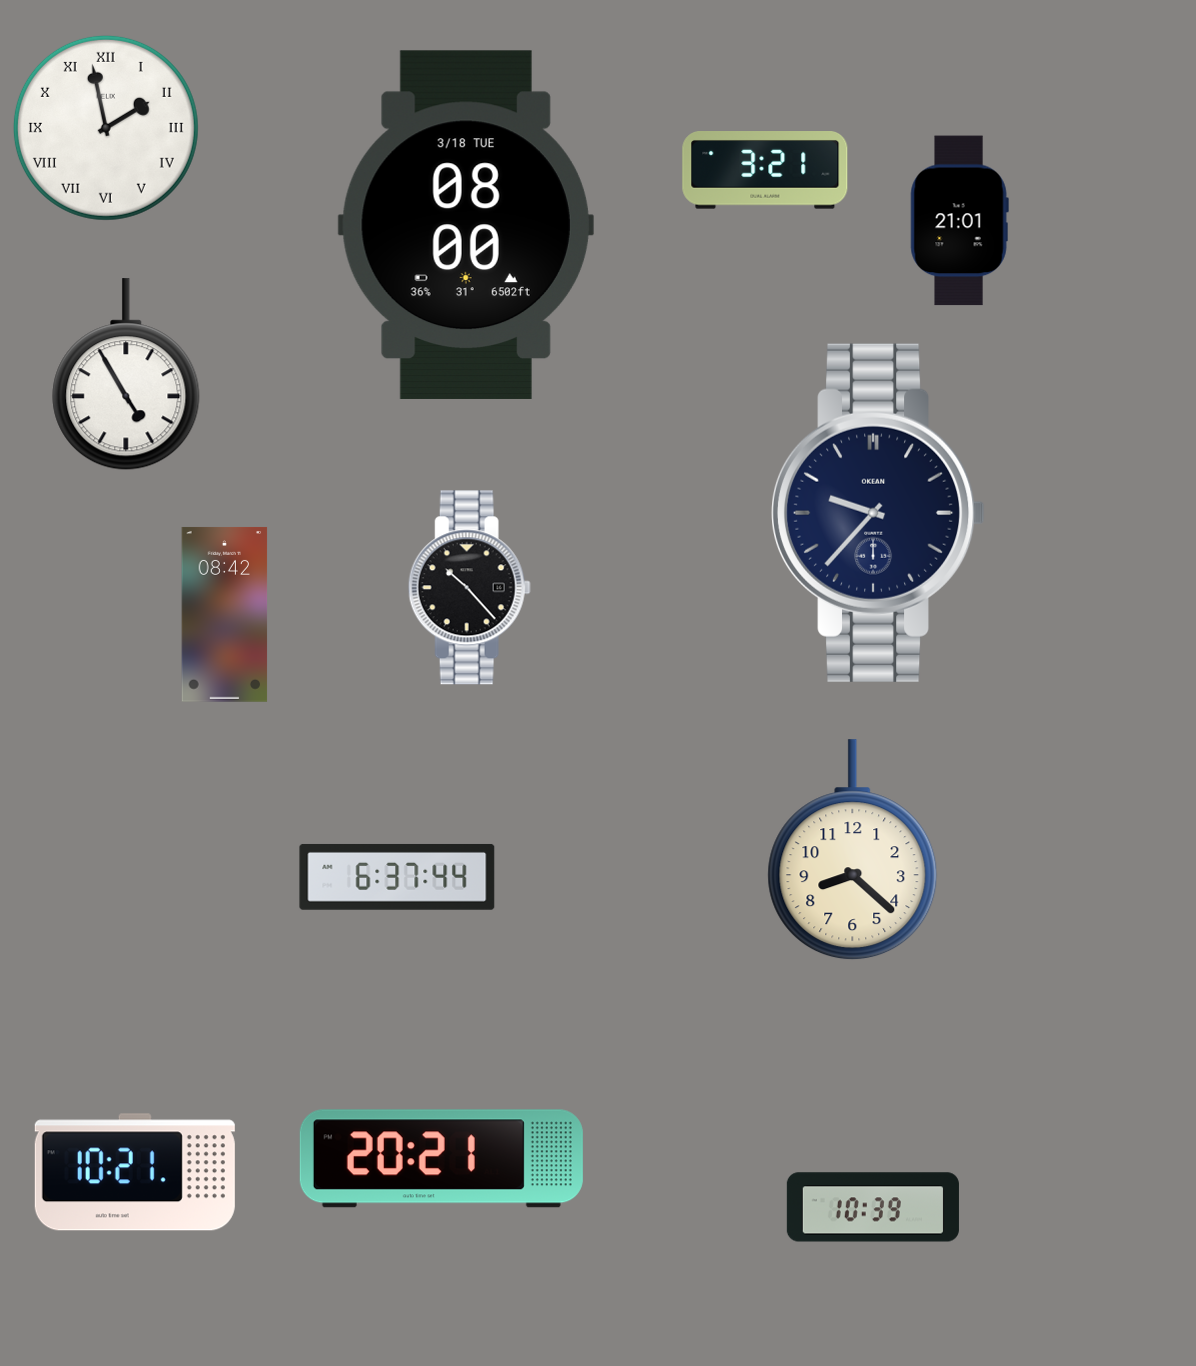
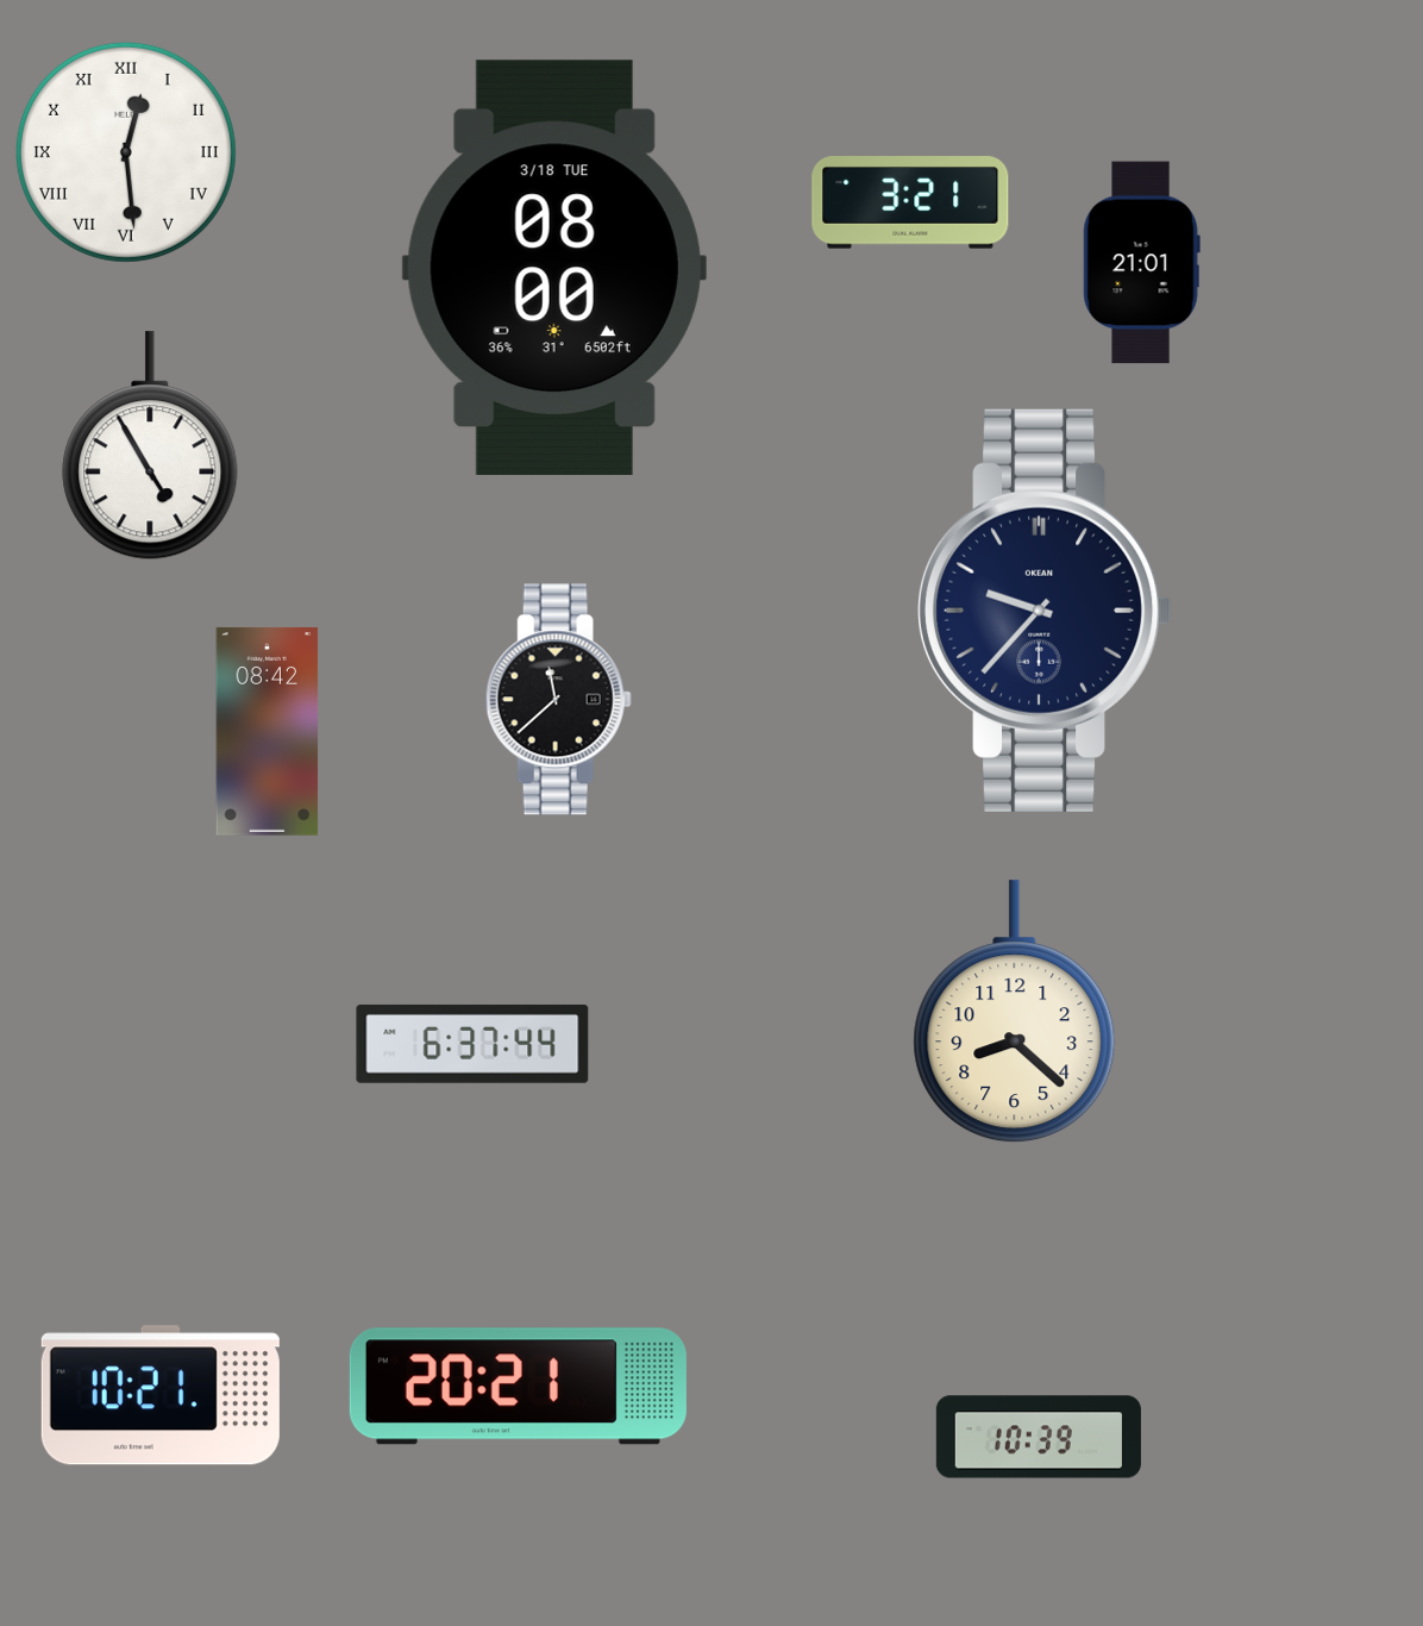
clock at (106, 128): 1:58 -> 12:29
clock at (469, 588): 10:23 -> 11:38
clock at (441, 1159) position: (441, 1159) -> (518, 1387)
